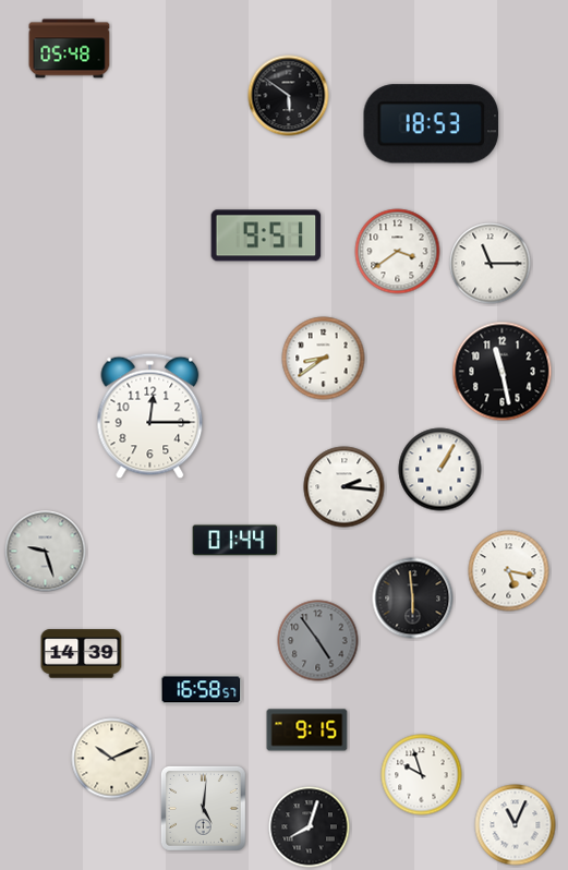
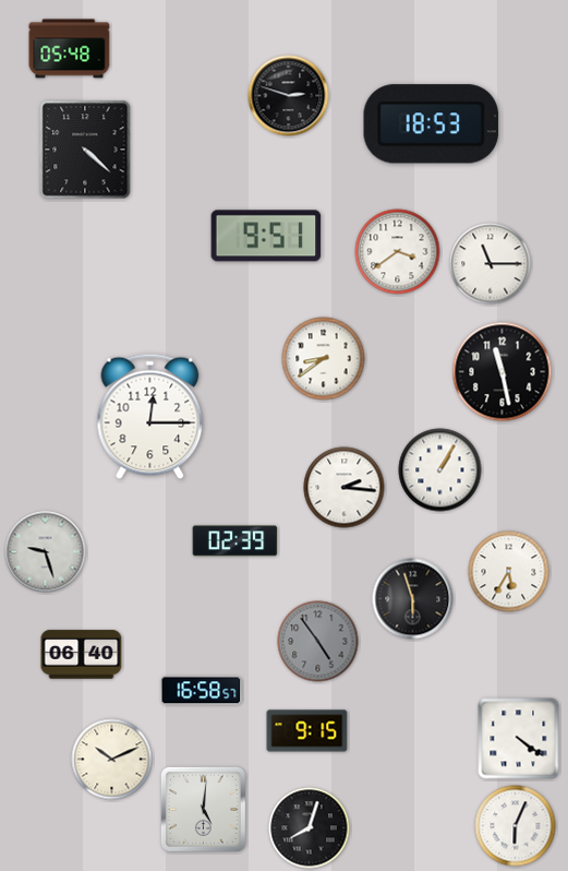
clock at (289, 96): 5:51 -> 2:48
clock at (85, 150): none -> 4:22
clock at (235, 541): 01:44 -> 02:39
clock at (509, 571): 5:17 -> 5:35
clock at (413, 599): 5:59 -> 5:57
clock at (82, 654): 14:39 -> 06:40
clock at (519, 739): none -> 4:21
clock at (422, 775): 9:57 -> none
clock at (516, 825): 11:04 -> 6:04
